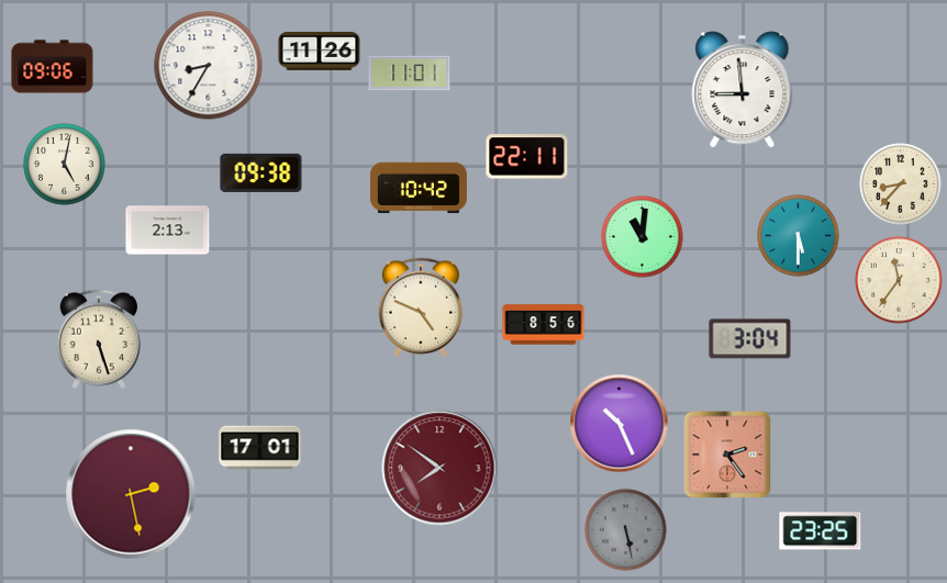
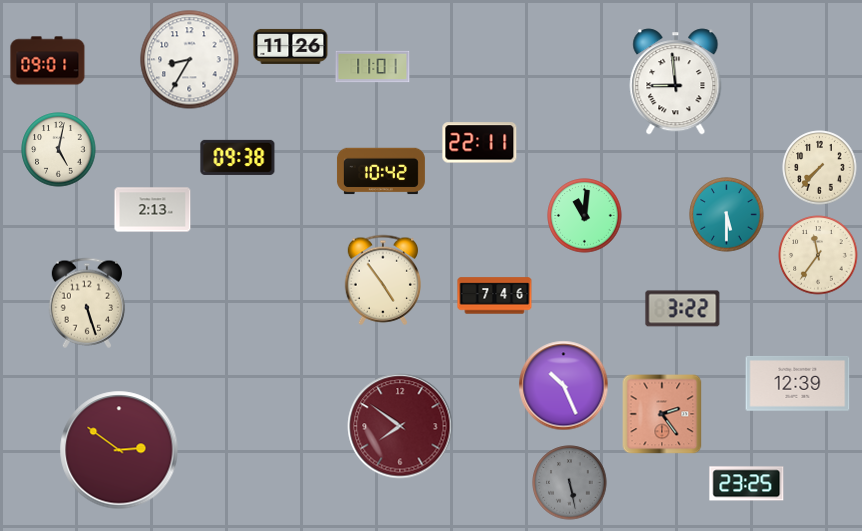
clock at (53, 67): 09:06 -> 09:01
clock at (901, 184): 8:37 -> 7:37
clock at (420, 307): 4:49 -> 4:54
clock at (544, 325): 8:56 -> 7:46
clock at (98, 339) position: (98, 339) -> (86, 303)
clock at (750, 339): 3:04 -> 3:22
clock at (798, 384): none -> 12:39
clock at (260, 448): 17:01 -> none
clock at (131, 494): 2:28 -> 2:51
